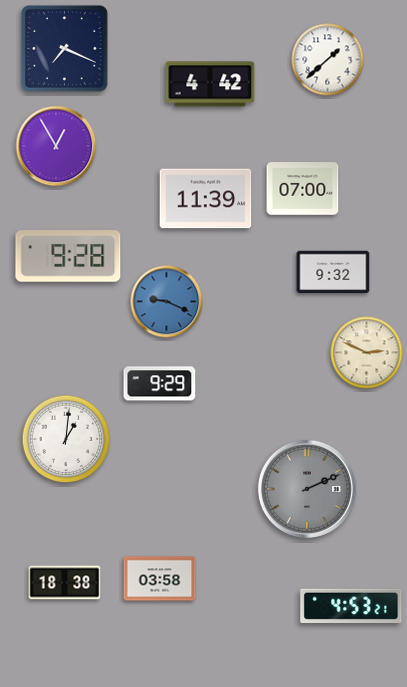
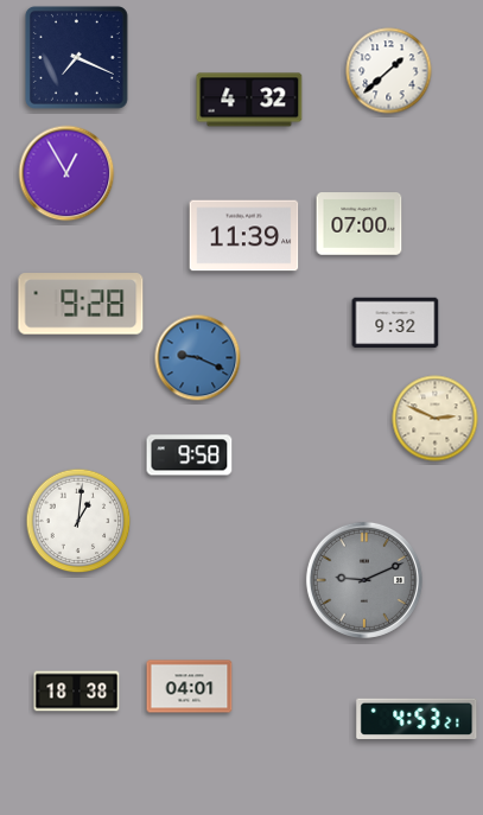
clock at (210, 84): 4:42 -> 4:32
clock at (160, 384): 9:29 -> 9:58
clock at (307, 489): 2:11 -> 9:11
clock at (160, 579): 03:58 -> 04:01
